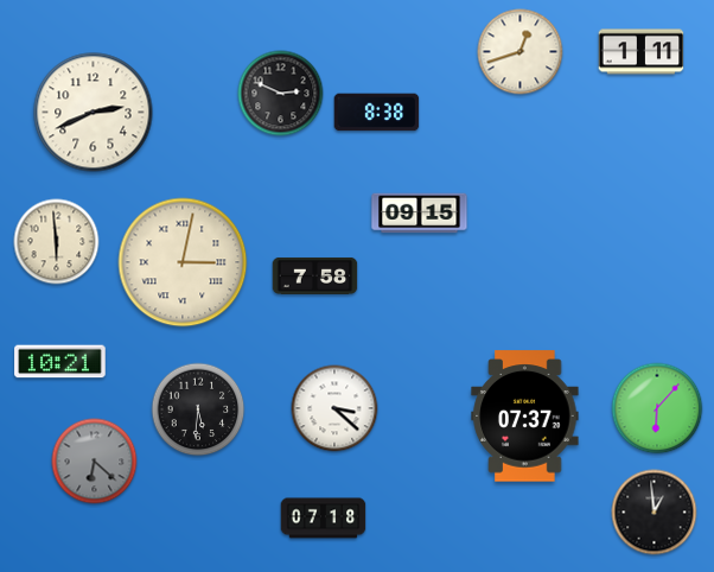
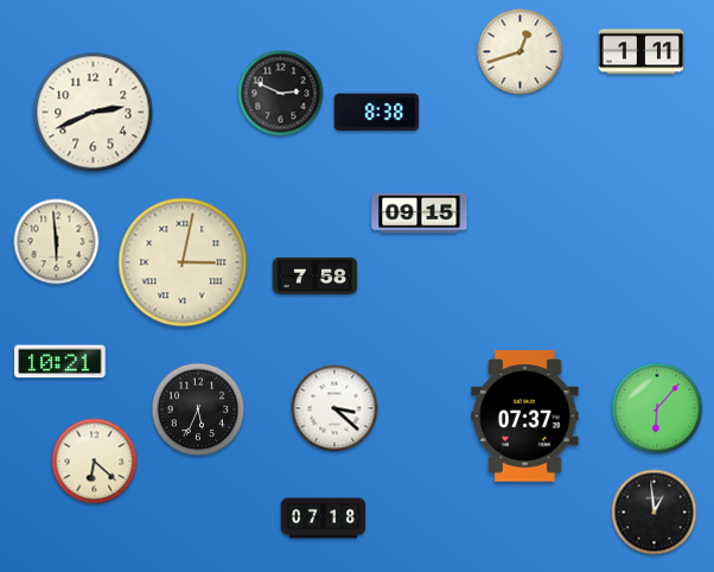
clock at (198, 409): 5:31 -> 5:34
clock at (95, 462) dial: grey -> cream
